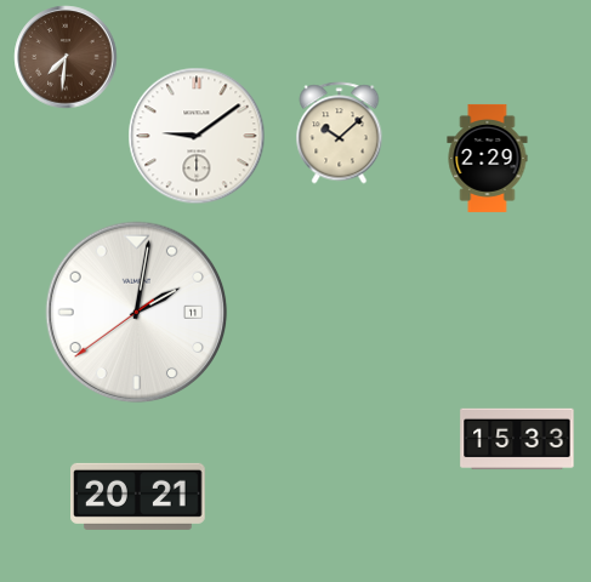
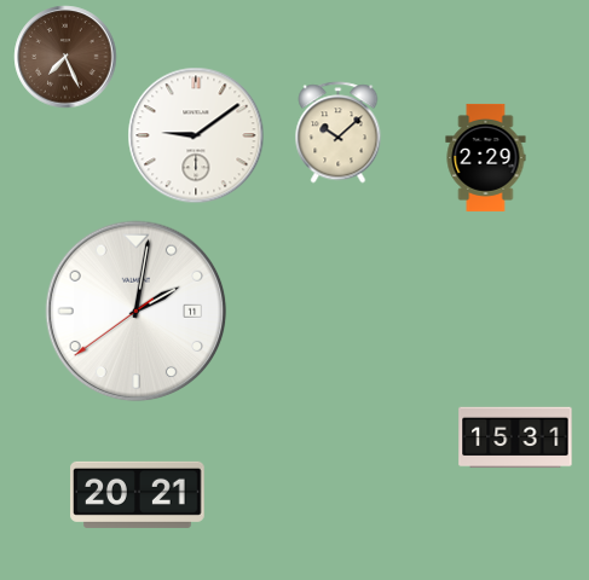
clock at (66, 57): 7:31 -> 7:26
clock at (517, 439): 15:33 -> 15:31
